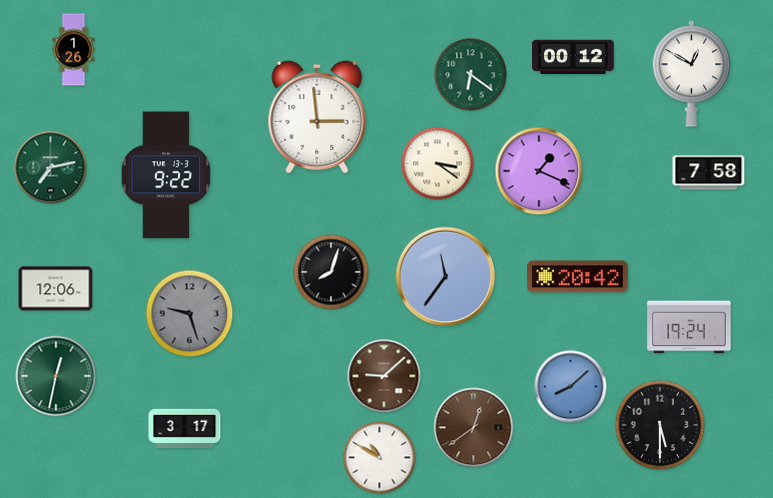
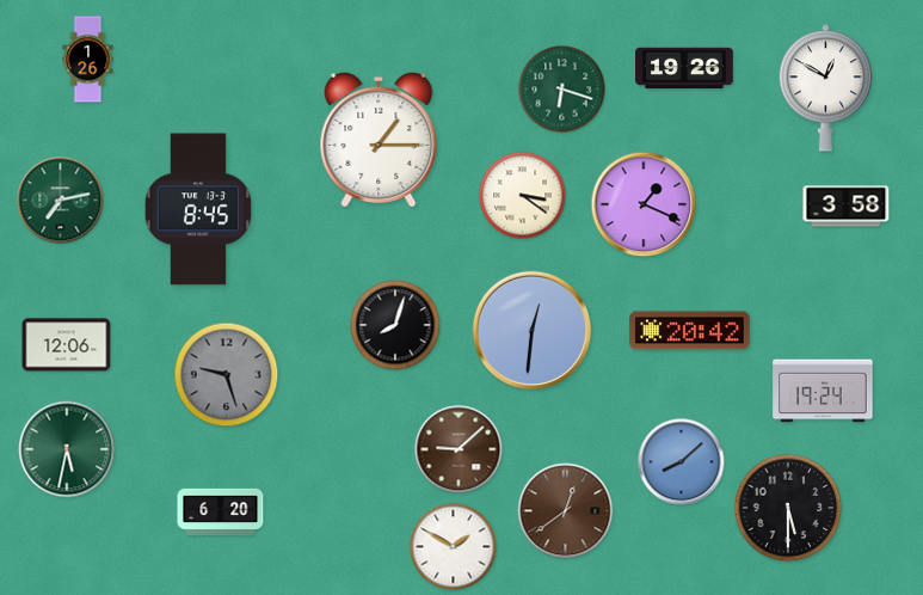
clock at (573, 57): 00:12 -> 19:26
clock at (471, 75): 6:21 -> 6:18
clock at (317, 117): 2:59 -> 1:15
clock at (709, 173): 7:58 -> 3:58
clock at (166, 175): 9:22 -> 8:45
clock at (445, 276): 11:36 -> 12:31
clock at (56, 376): 12:32 -> 5:32
clock at (185, 428): 3:17 -> 6:20
clock at (380, 458): 10:50 -> 1:50
